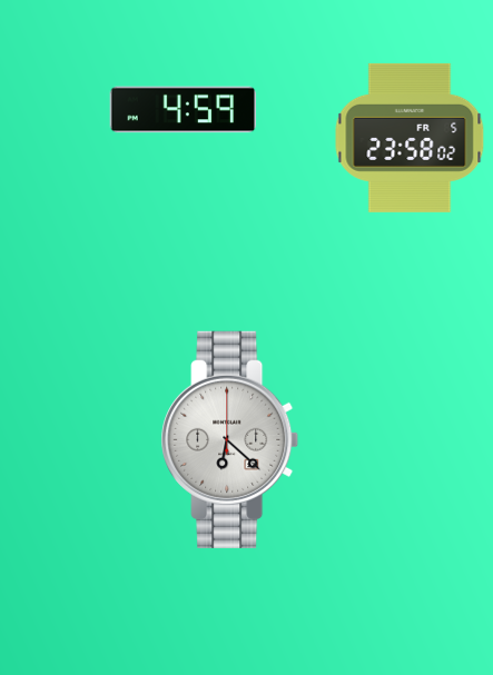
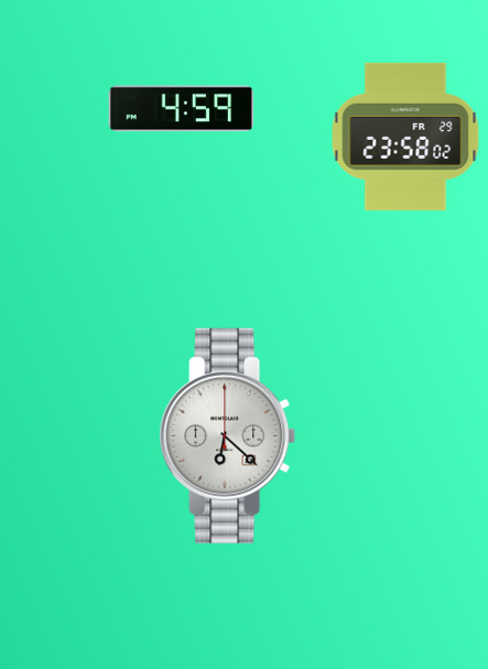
clock at (410, 138) date: FR 5 -> FR 29
